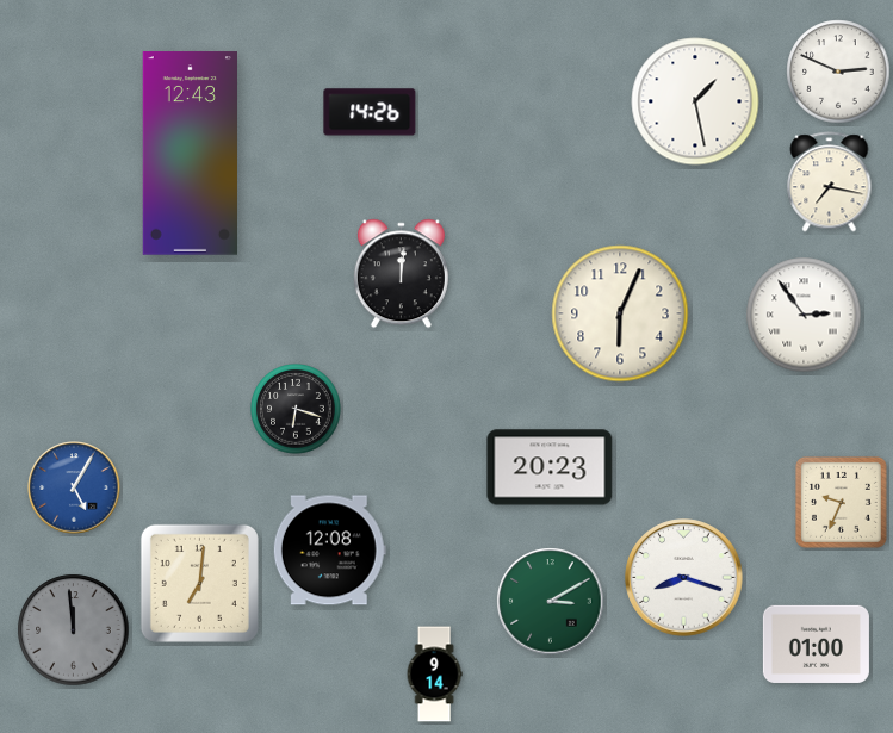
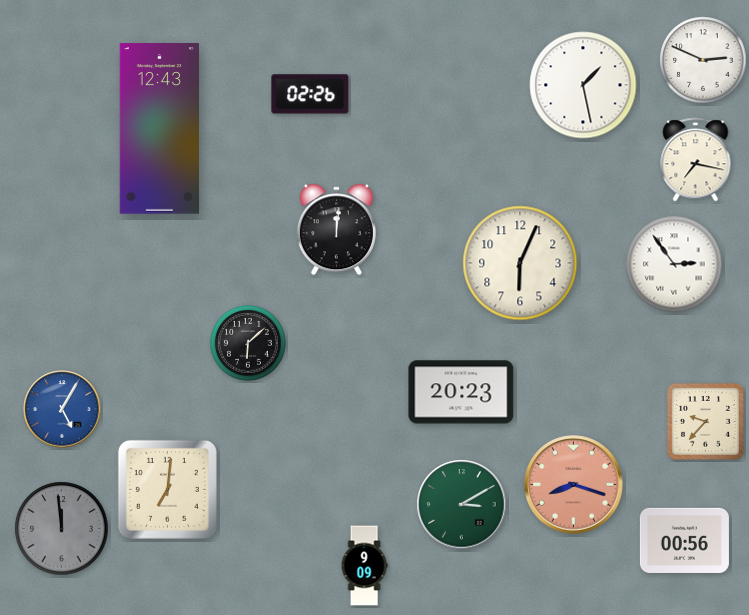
clock at (370, 112): 14:26 -> 02:26
clock at (830, 182) position: (830, 182) -> (696, 160)
clock at (296, 409): 6:18 -> 6:08
clock at (841, 502): 9:34 -> 9:37
clock at (329, 551): 12:08 -> none
clock at (684, 578) dial: white -> salmon
clock at (816, 644): 01:00 -> 00:56
clock at (434, 675): 9:14 -> 9:09
